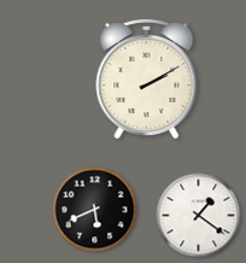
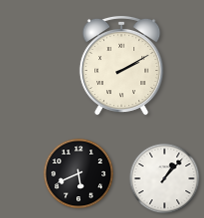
clock at (199, 216): 1:21 -> 1:07
